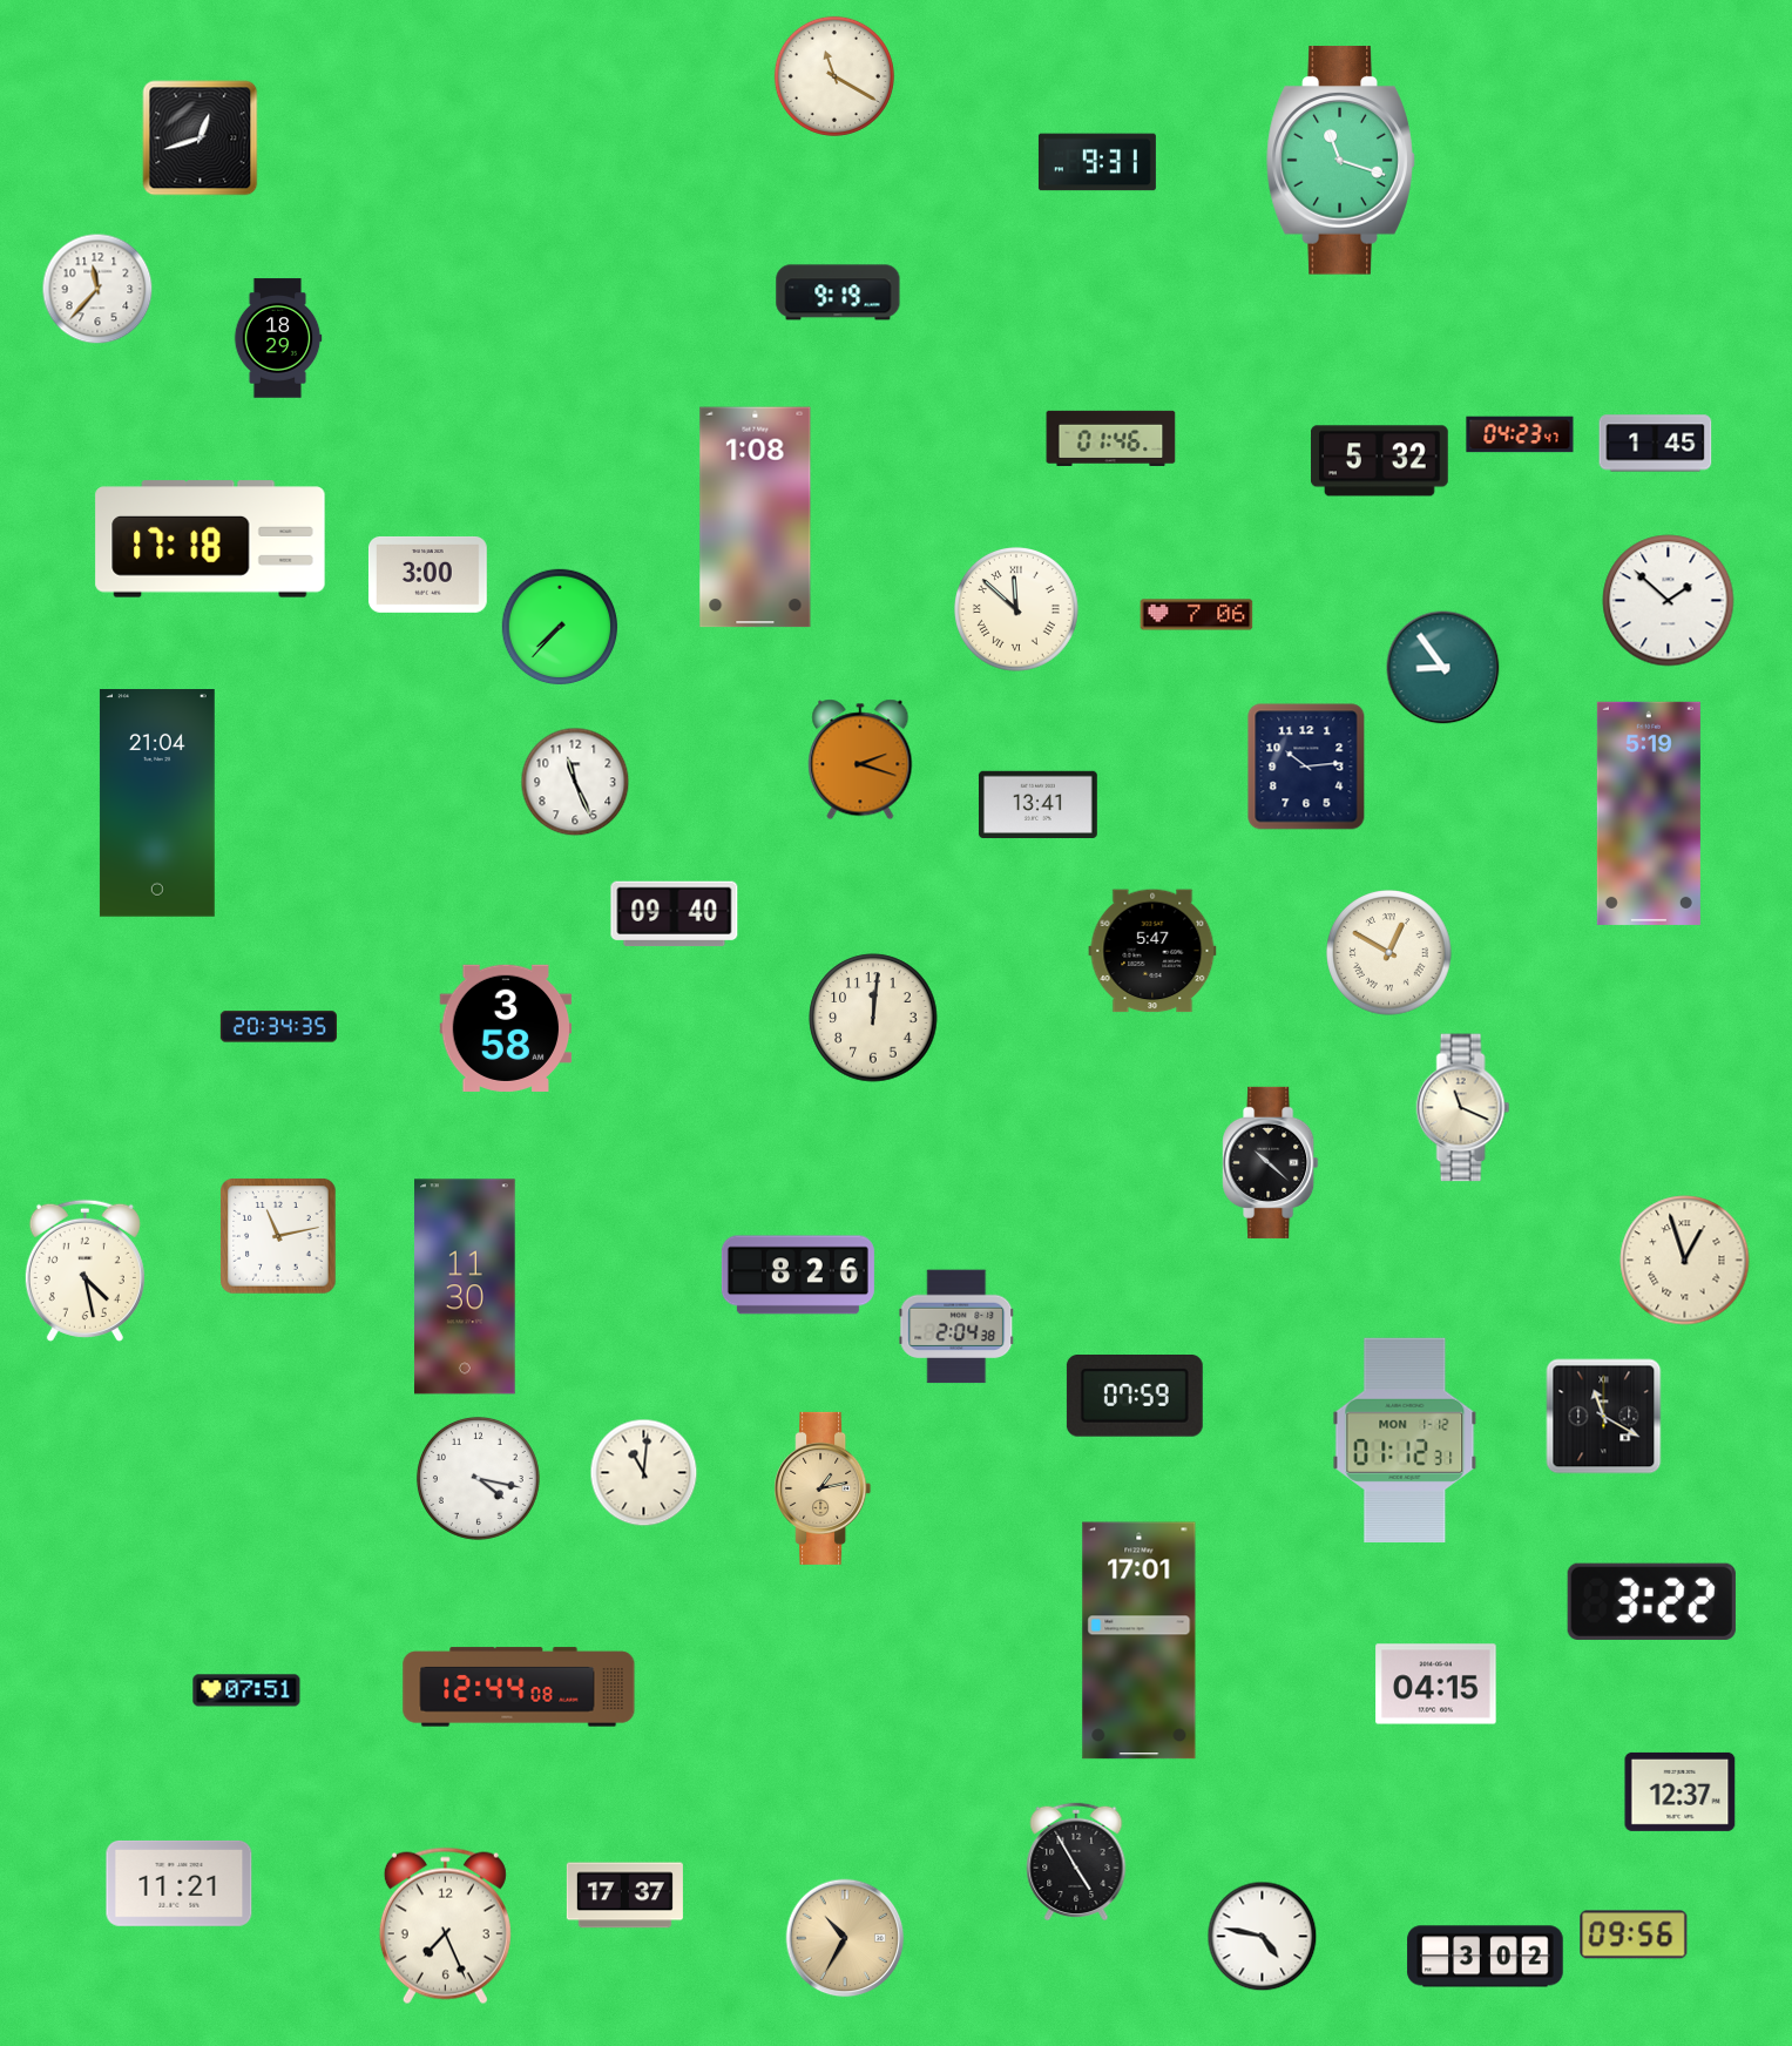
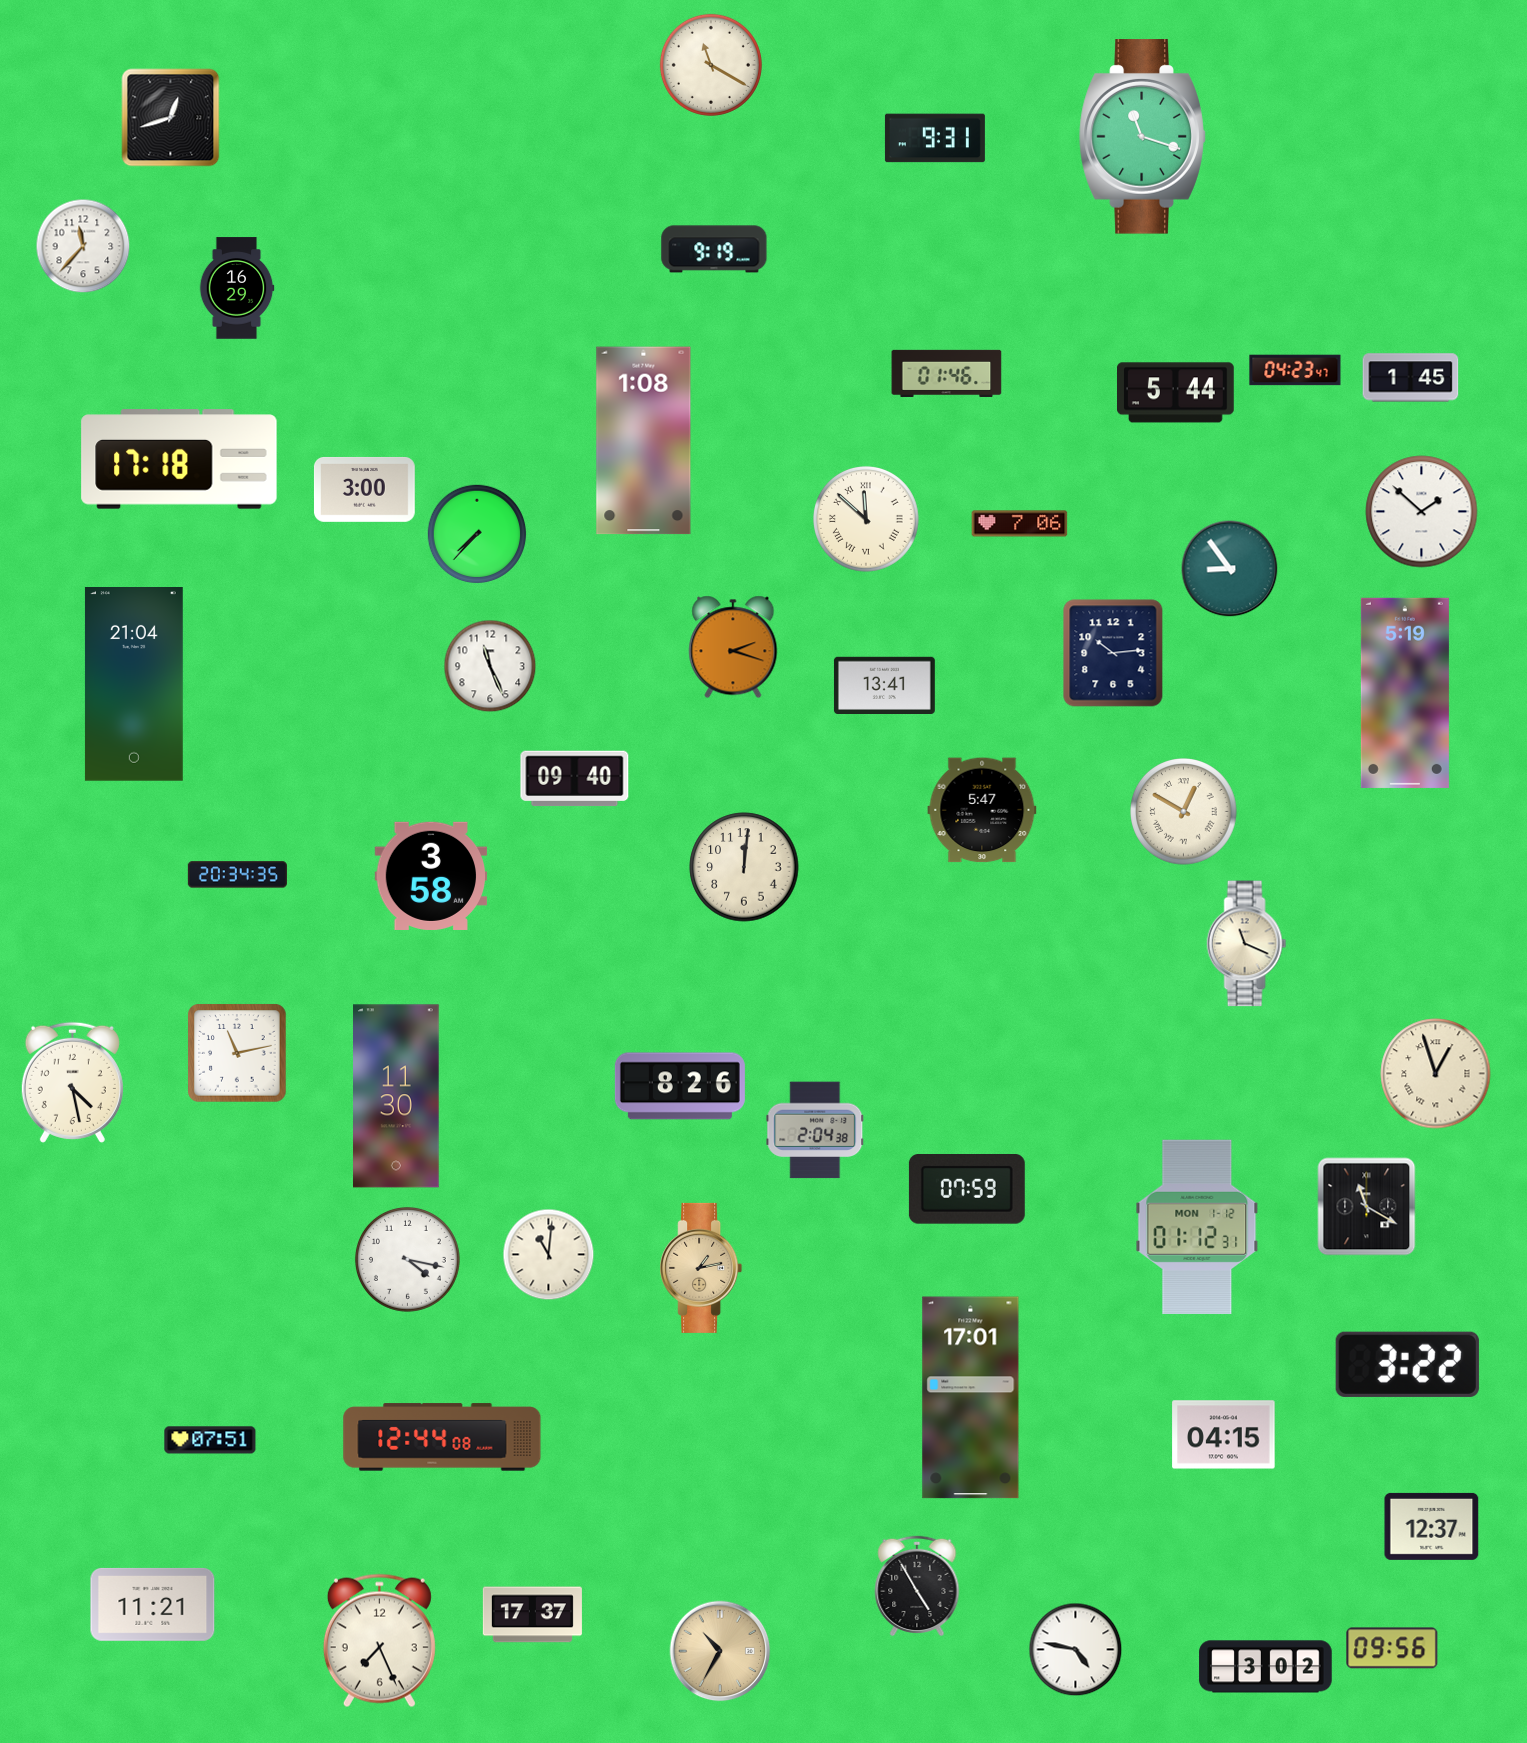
clock at (278, 338): 18:29 -> 16:29
clock at (1380, 461): 5:32 -> 5:44
clock at (1271, 1162): 10:22 -> none
